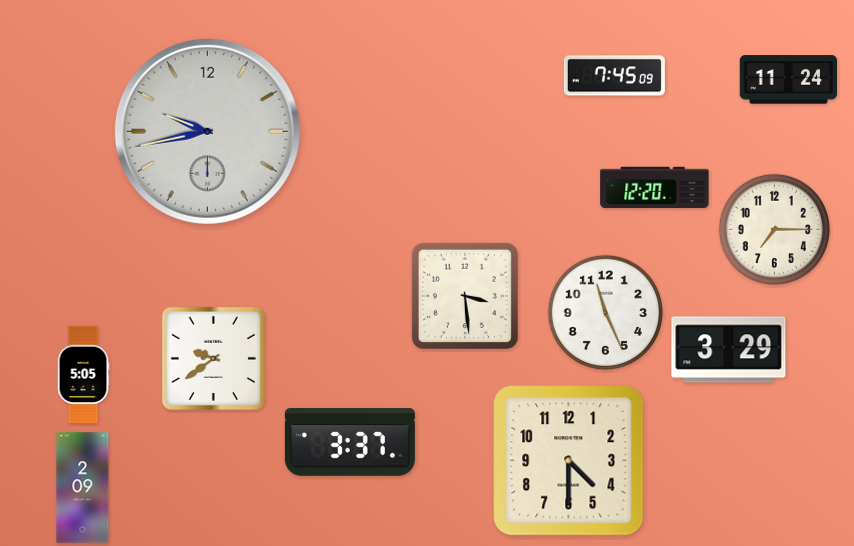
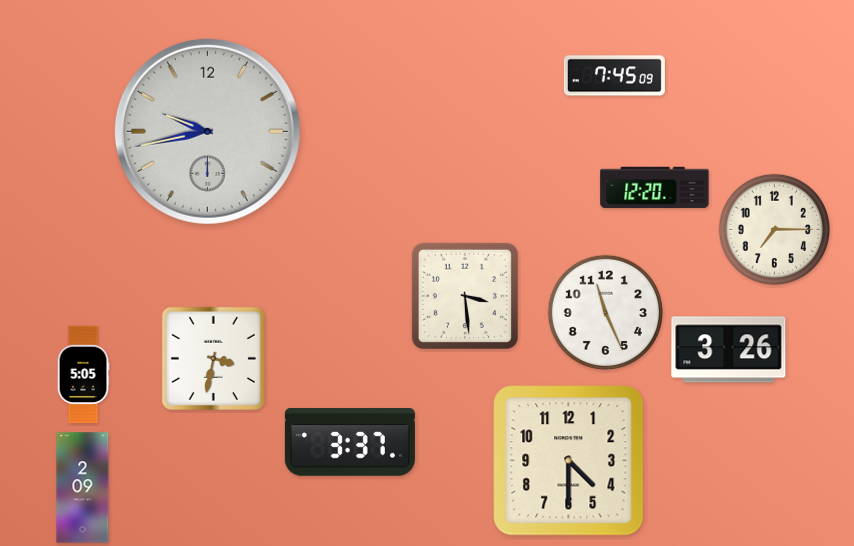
clock at (789, 80): 11:24 -> none
clock at (729, 350): 3:29 -> 3:26
clock at (213, 358): 9:39 -> 3:32
